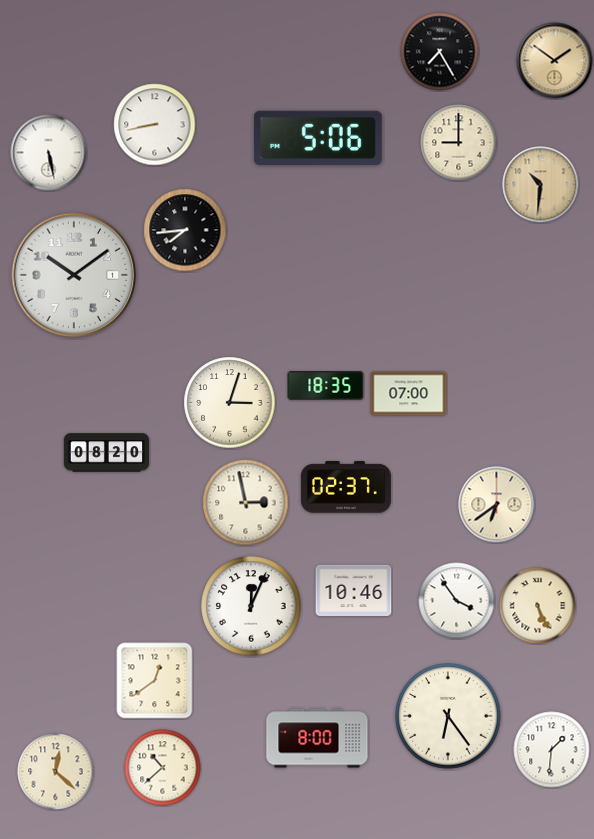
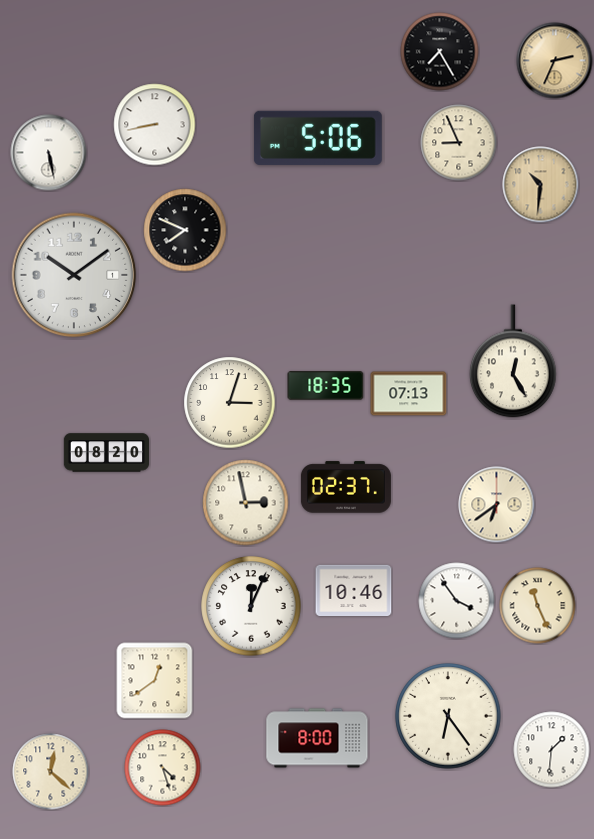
clock at (555, 61): 1:51 -> 2:34
clock at (459, 143): 9:00 -> 8:56
clock at (185, 230): 7:44 -> 7:49
clock at (514, 361): none -> 12:25
clock at (409, 394): 07:00 -> 07:13
clock at (538, 606): 5:26 -> 11:26
clock at (163, 768): 10:38 -> 4:27
clock at (56, 772) position: (56, 772) -> (51, 772)
